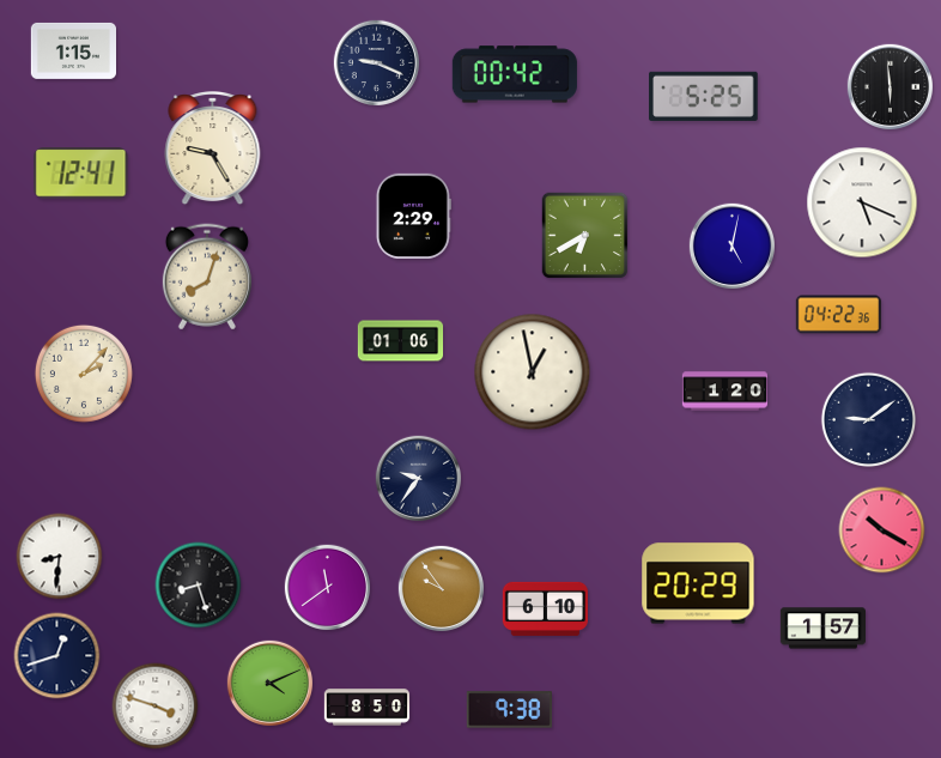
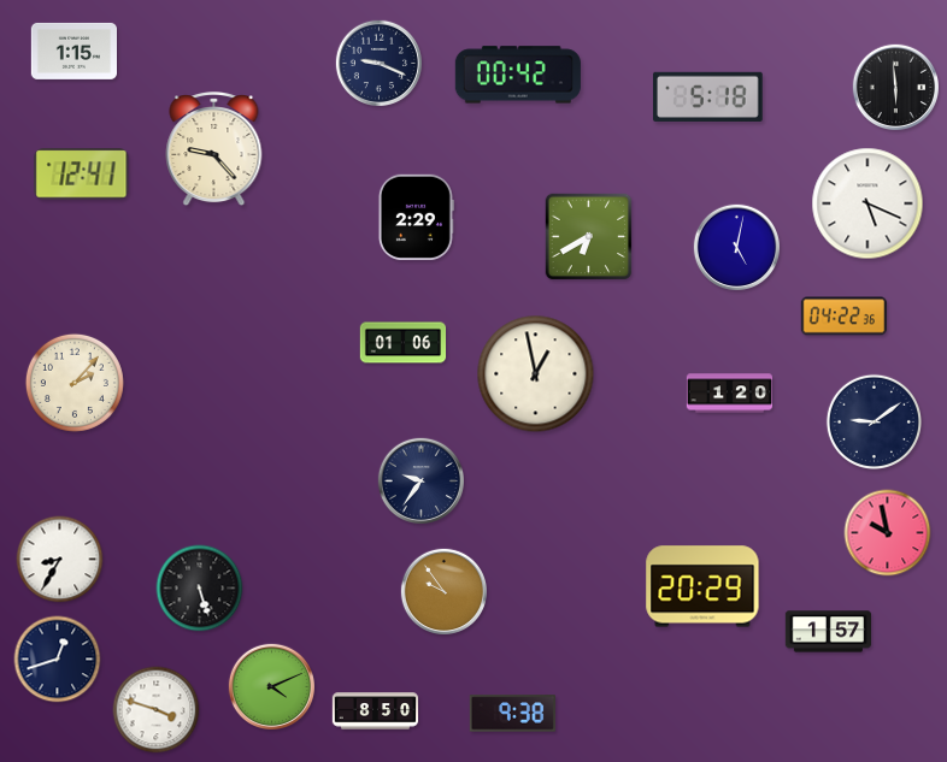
clock at (704, 96): 5:25 -> 5:18
clock at (213, 150): 9:25 -> 9:23
clock at (207, 277): 8:03 -> none
clock at (84, 374) position: (84, 374) -> (75, 383)
clock at (882, 530): 10:20 -> 9:58
clock at (60, 557): 8:31 -> 8:35
clock at (199, 586): 8:27 -> 5:27
clock at (328, 588): 11:39 -> none
clock at (545, 608): 6:10 -> none
clock at (368, 708) position: (368, 708) -> (376, 711)
